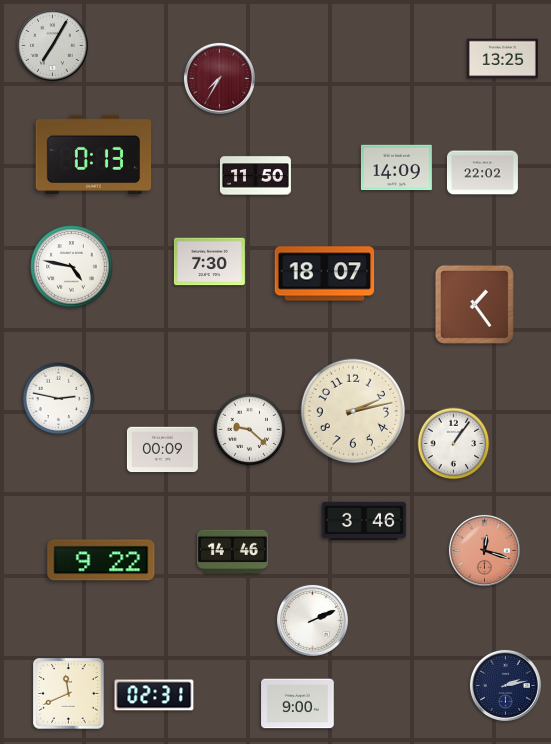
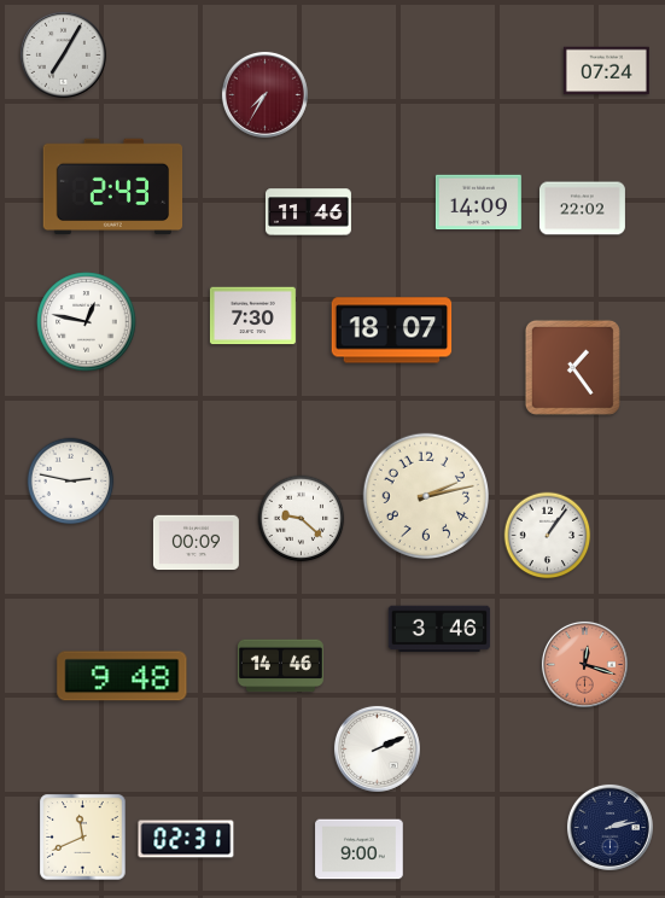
clock at (502, 59): 13:25 -> 07:24
clock at (94, 155): 0:13 -> 2:43
clock at (255, 176): 11:50 -> 11:46
clock at (72, 267): 4:47 -> 12:47
clock at (101, 560): 9:22 -> 9:48
